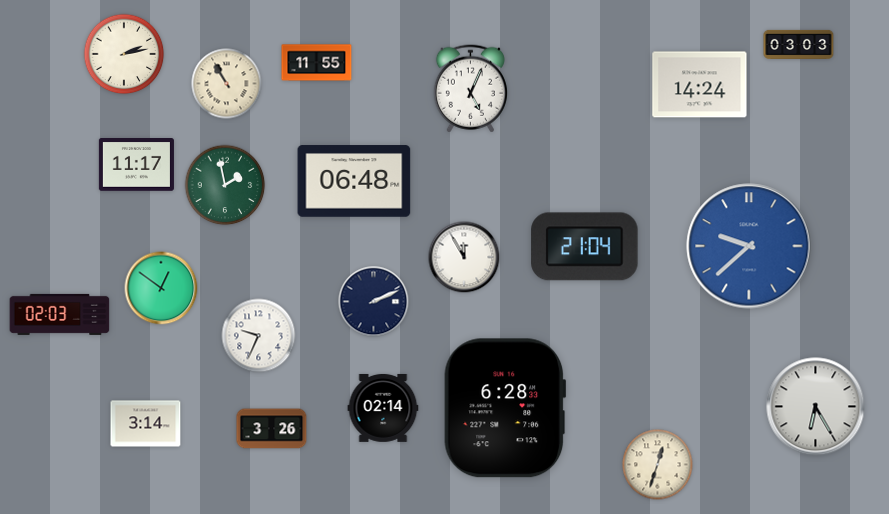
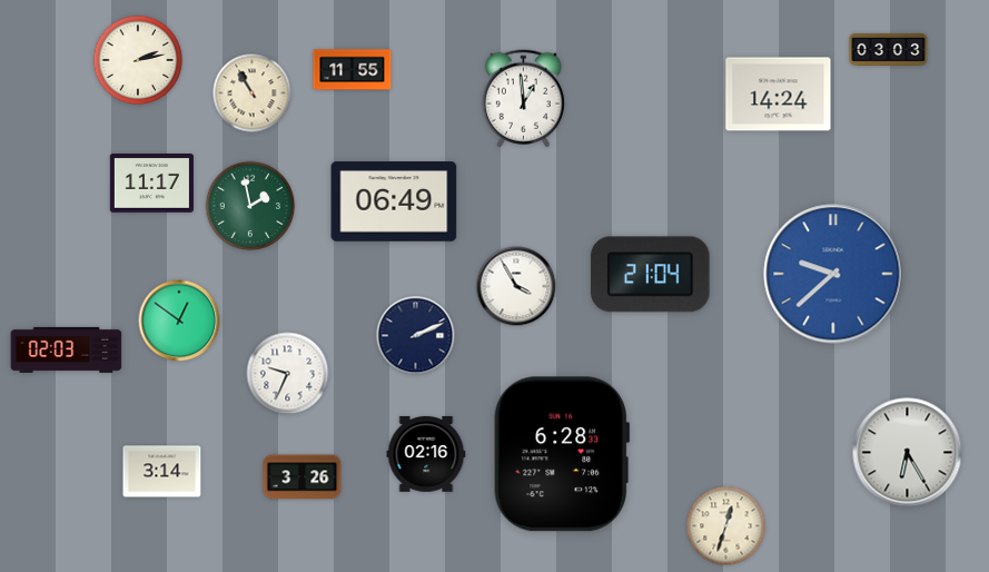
clock at (470, 89): 5:04 -> 12:59
clock at (354, 181): 06:48 -> 06:49
clock at (464, 257): 11:55 -> 3:55
clock at (383, 408): 02:14 -> 02:16
clock at (658, 465) position: (658, 465) -> (726, 526)
